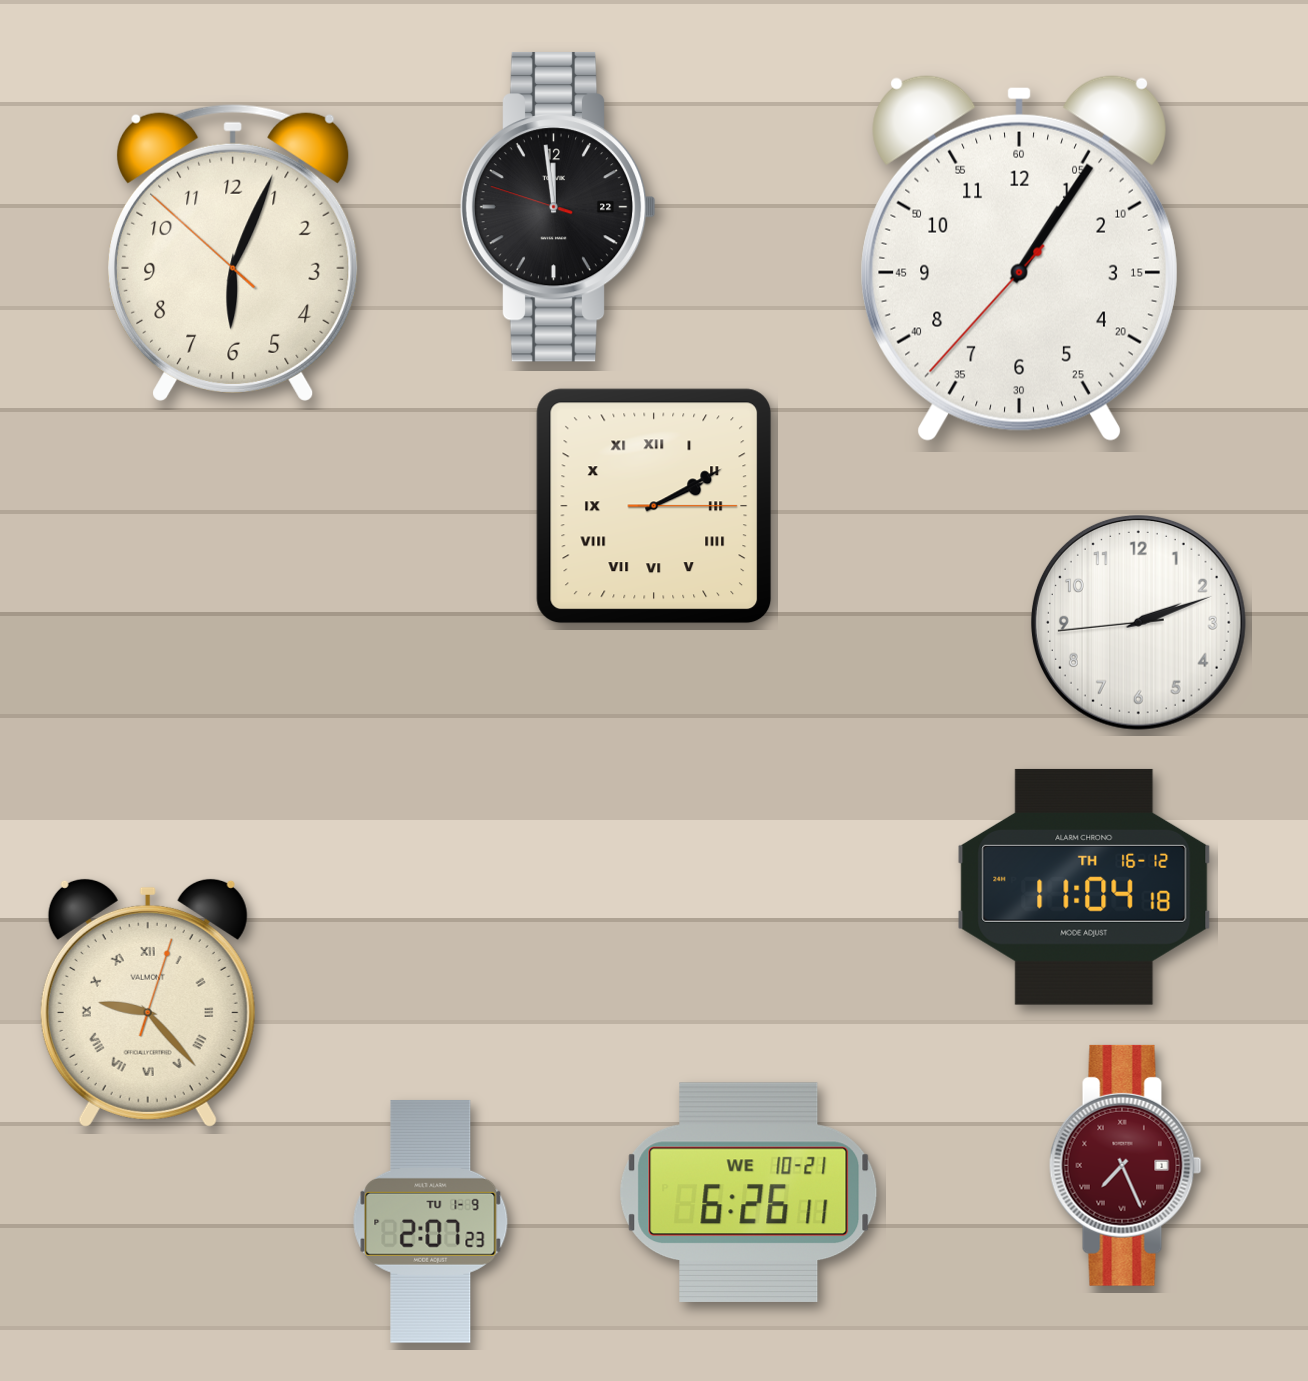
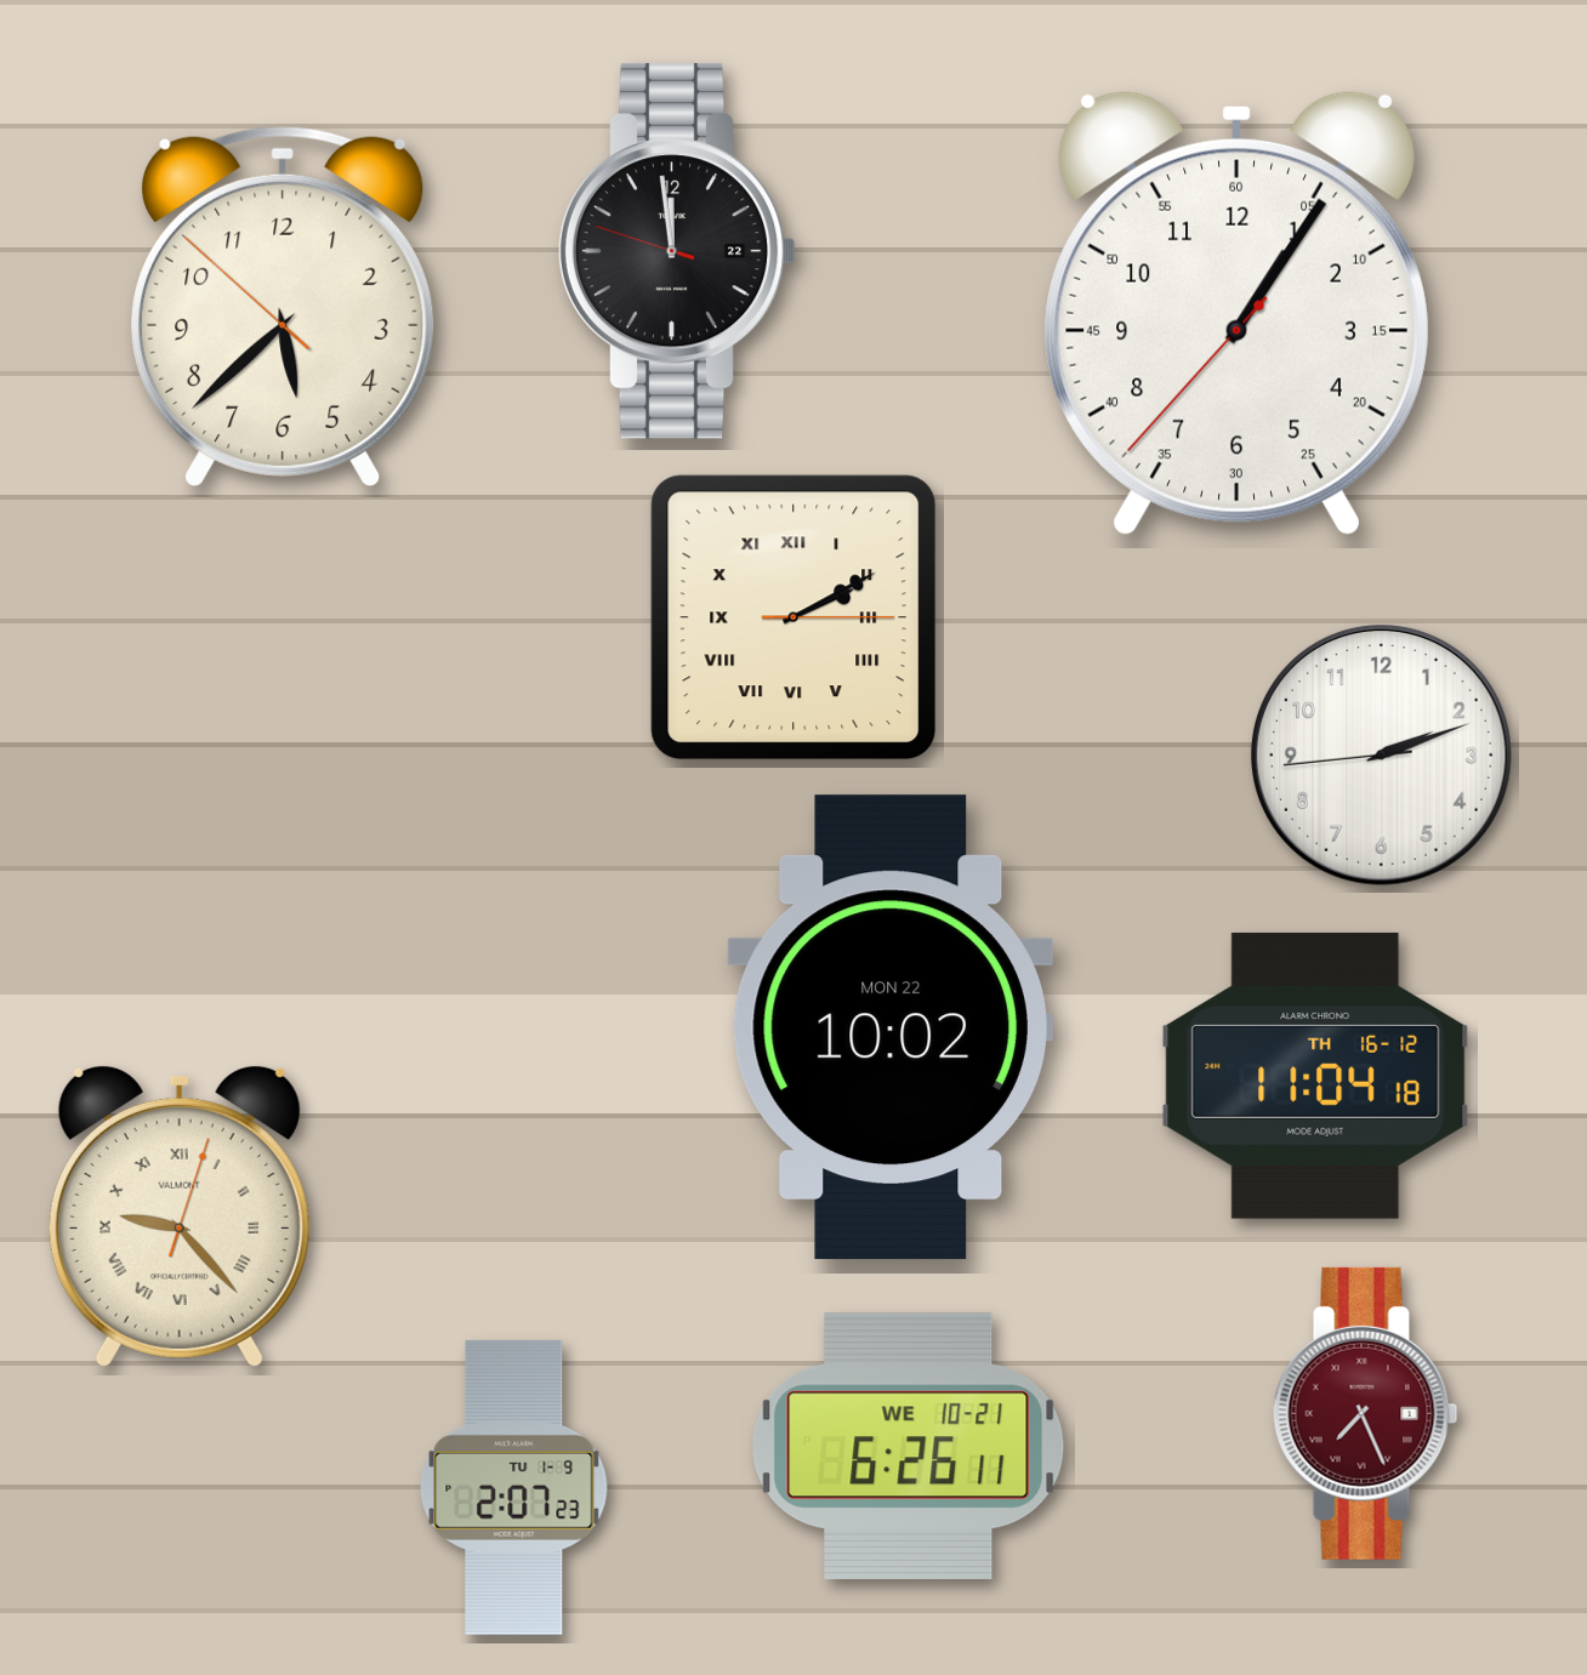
clock at (233, 252): 6:03 -> 5:37
clock at (654, 506) position: (654, 506) -> (793, 617)
clock at (891, 1027): none -> 10:02
clock at (431, 1221) position: (431, 1221) -> (514, 1487)
